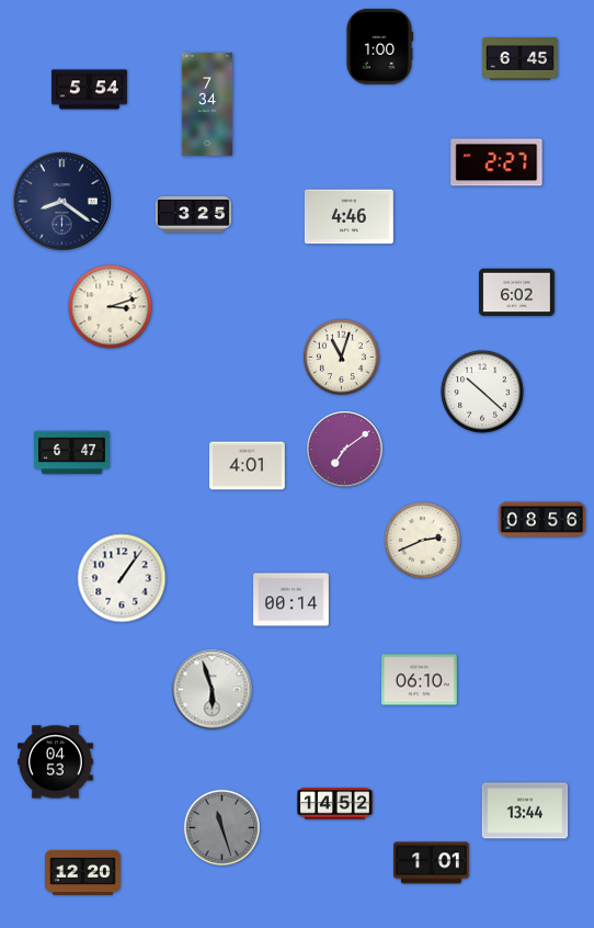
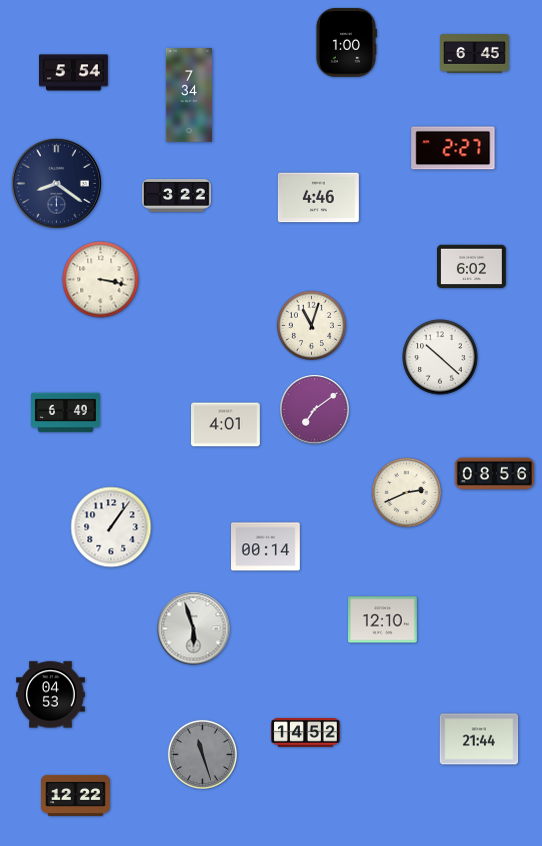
clock at (90, 90) position: (90, 90) -> (74, 73)
clock at (194, 215): 3:25 -> 3:22
clock at (111, 307): 3:12 -> 3:17
clock at (72, 453): 6:47 -> 6:49
clock at (422, 540) position: (422, 540) -> (406, 492)
clock at (420, 680): 06:10 -> 12:10
clock at (525, 811): 13:44 -> 21:44
clock at (432, 863): 1:01 -> none
clock at (83, 872): 12:20 -> 12:22
